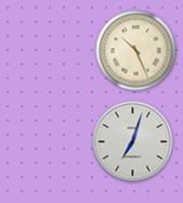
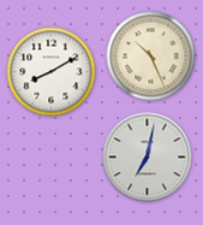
clock at (52, 72): none -> 8:10
clock at (133, 142): 7:03 -> 7:02
